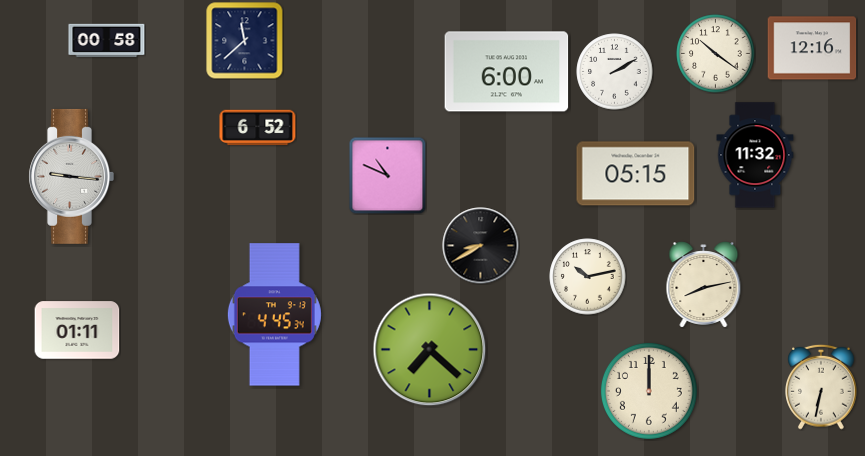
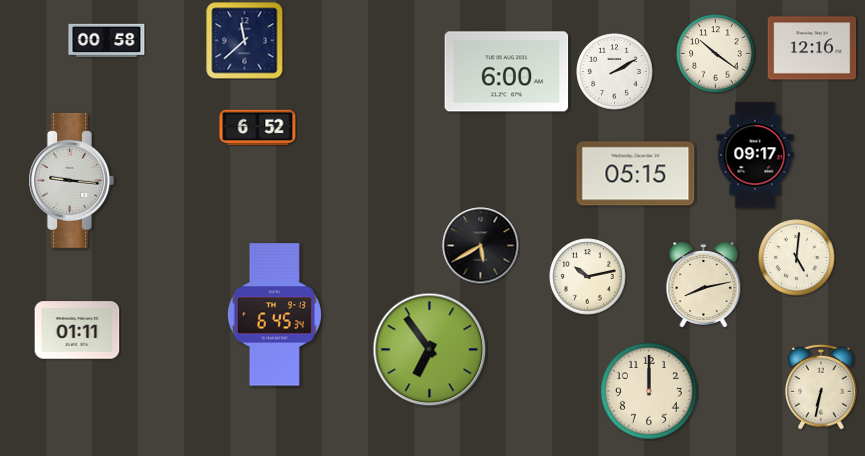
clock at (755, 155): 11:32 -> 09:17
clock at (387, 175): 10:49 -> none
clock at (71, 176) position: (71, 176) -> (71, 180)
clock at (481, 246): 8:40 -> 5:40
clock at (797, 258): none -> 5:01
clock at (274, 315): 4:45 -> 6:45
clock at (430, 350): 7:22 -> 6:54
